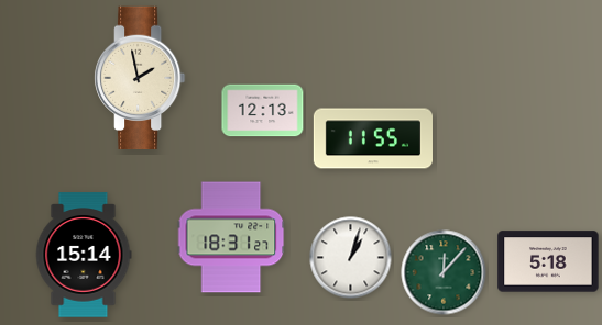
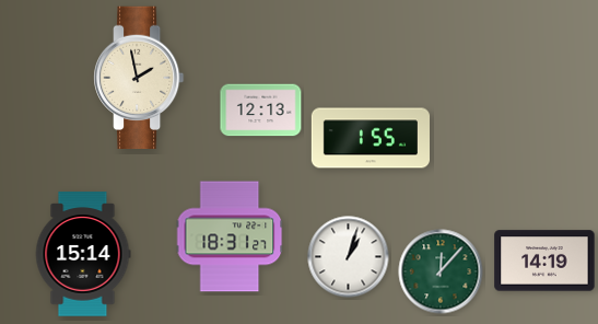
clock at (372, 138): 11:55 -> 1:55
clock at (548, 261): 5:18 -> 14:19
